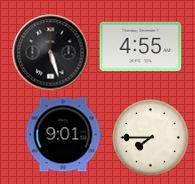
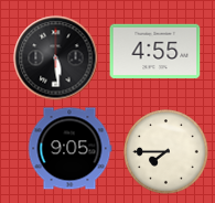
clock at (51, 53): 5:27 -> 5:29
clock at (63, 135): 9:01 -> 9:05
